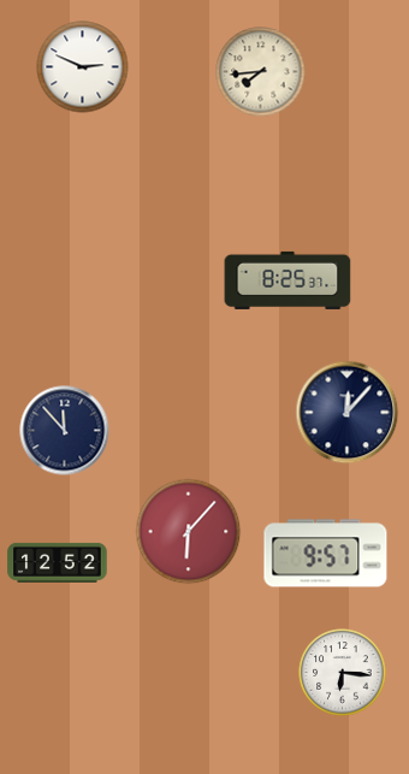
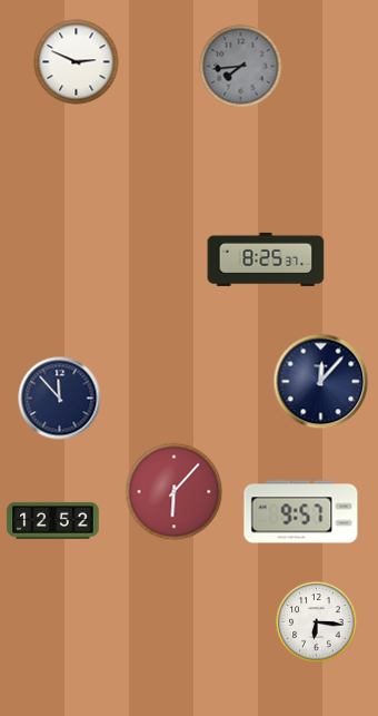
clock at (261, 72) dial: cream -> grey
